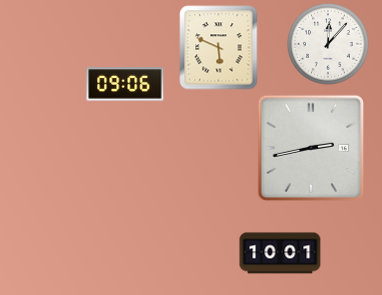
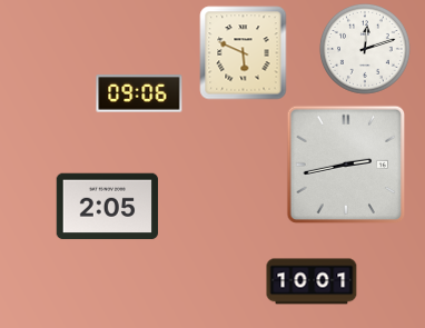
clock at (328, 44): 12:07 -> 12:12
clock at (108, 207): none -> 2:05
